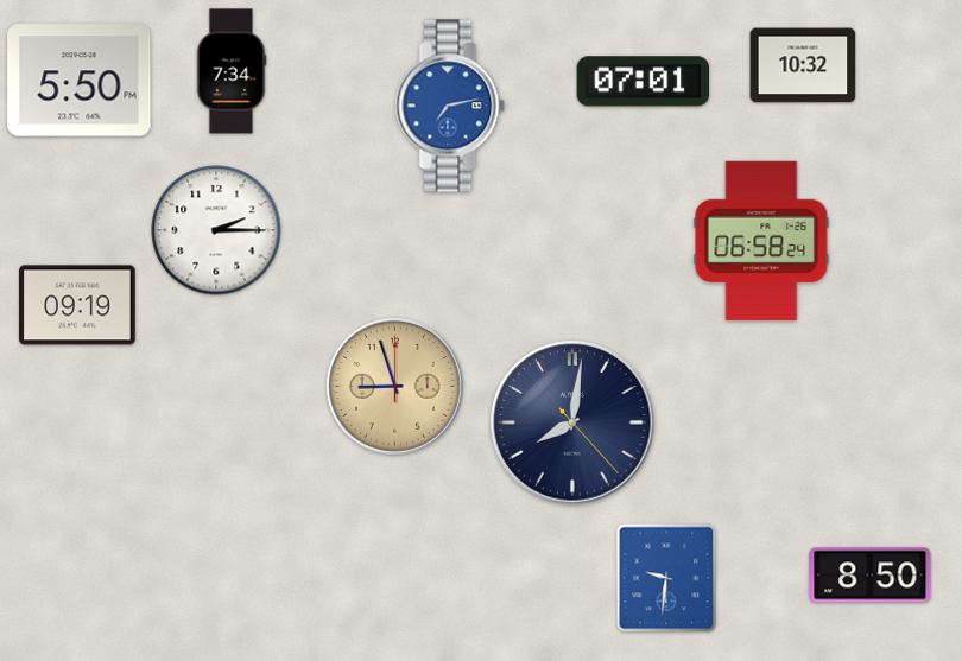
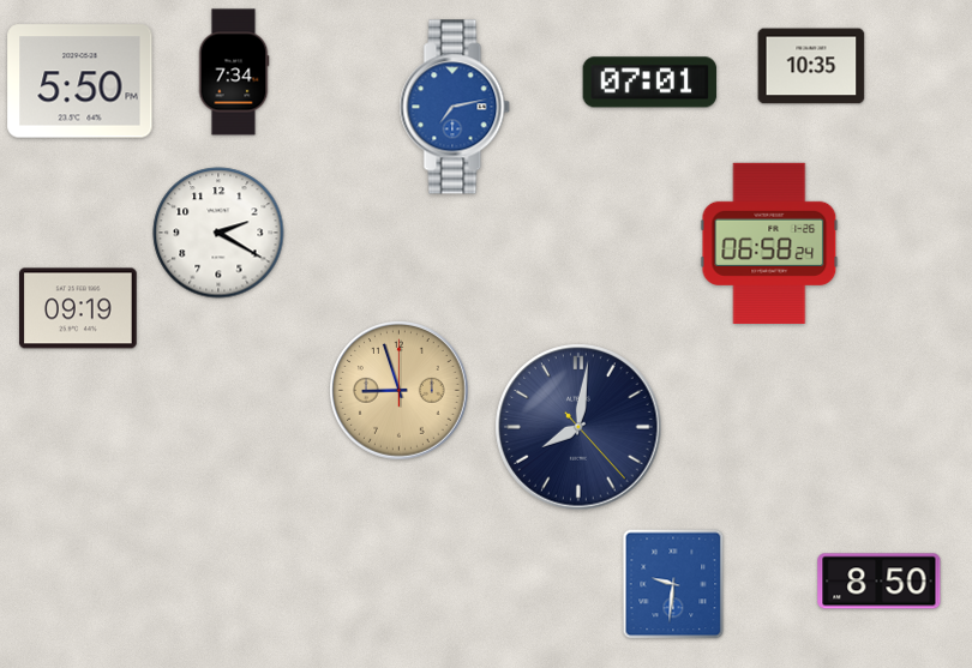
clock at (803, 65): 10:32 -> 10:35
clock at (216, 230): 2:15 -> 2:20
